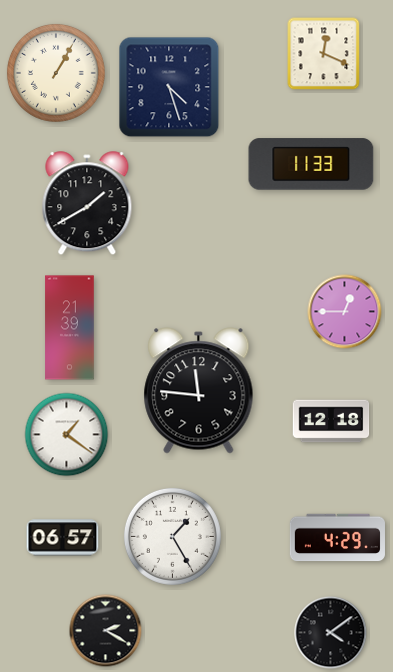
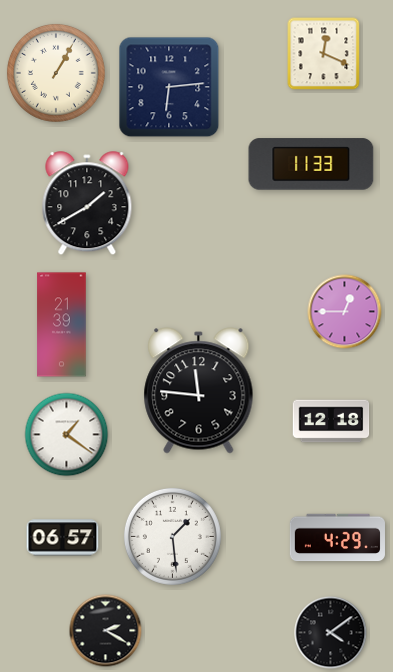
clock at (169, 87): 4:27 -> 6:14
clock at (70, 328) position: (70, 328) -> (62, 325)
clock at (172, 536): 1:25 -> 1:29
